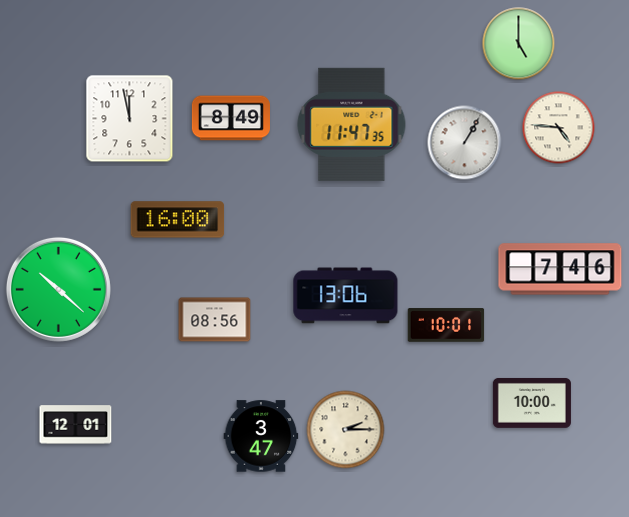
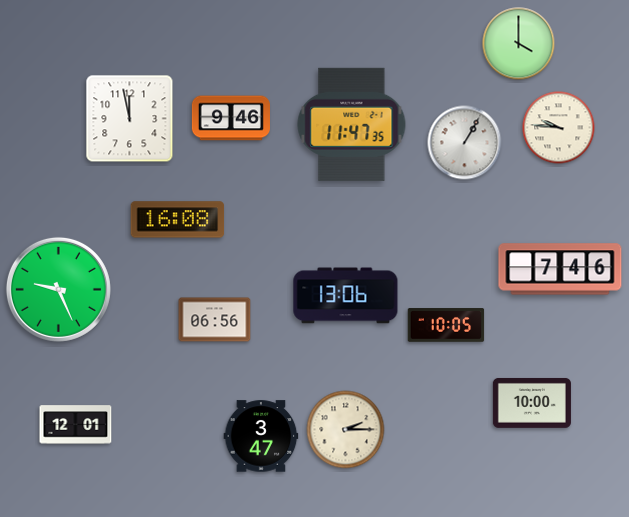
clock at (519, 44): 5:00 -> 4:00
clock at (231, 118): 8:49 -> 9:46
clock at (559, 128): 4:46 -> 9:46
clock at (178, 220): 16:00 -> 16:08
clock at (58, 289): 10:22 -> 9:26
clock at (215, 320): 08:56 -> 06:56
clock at (446, 325): 10:01 -> 10:05
